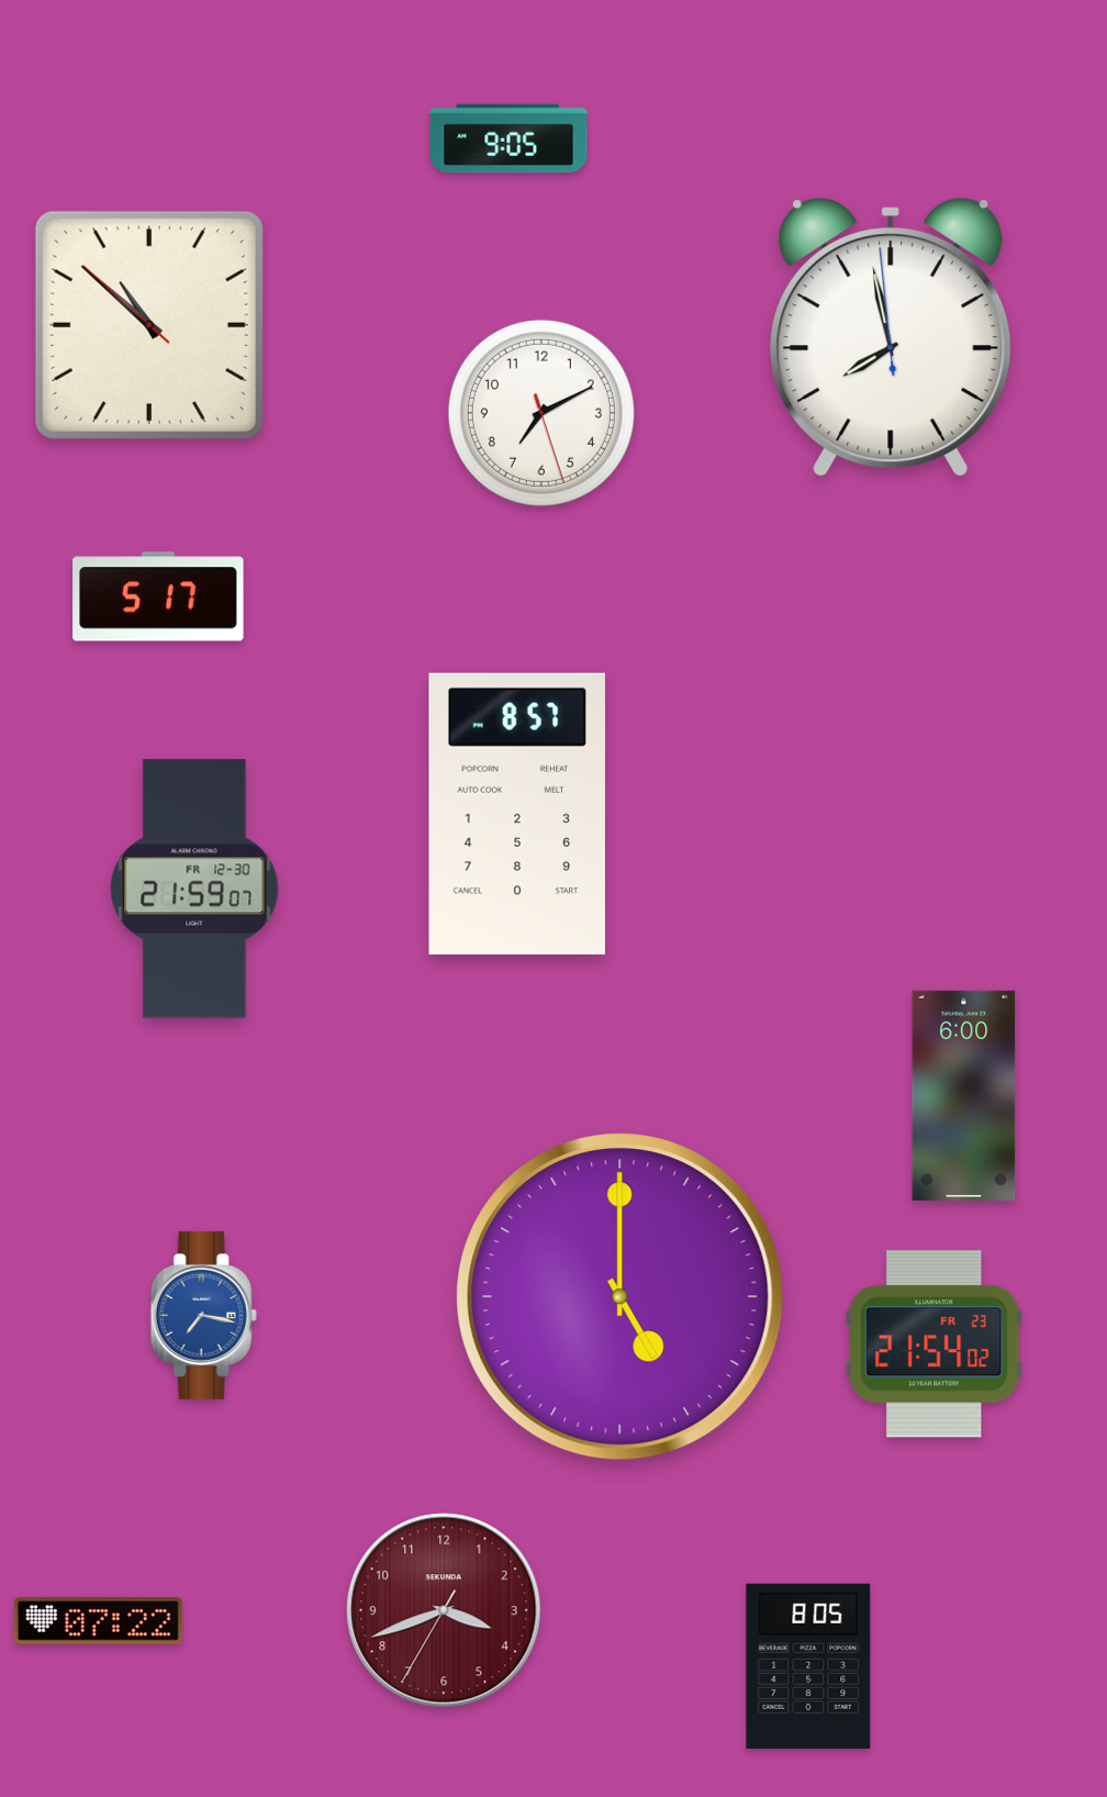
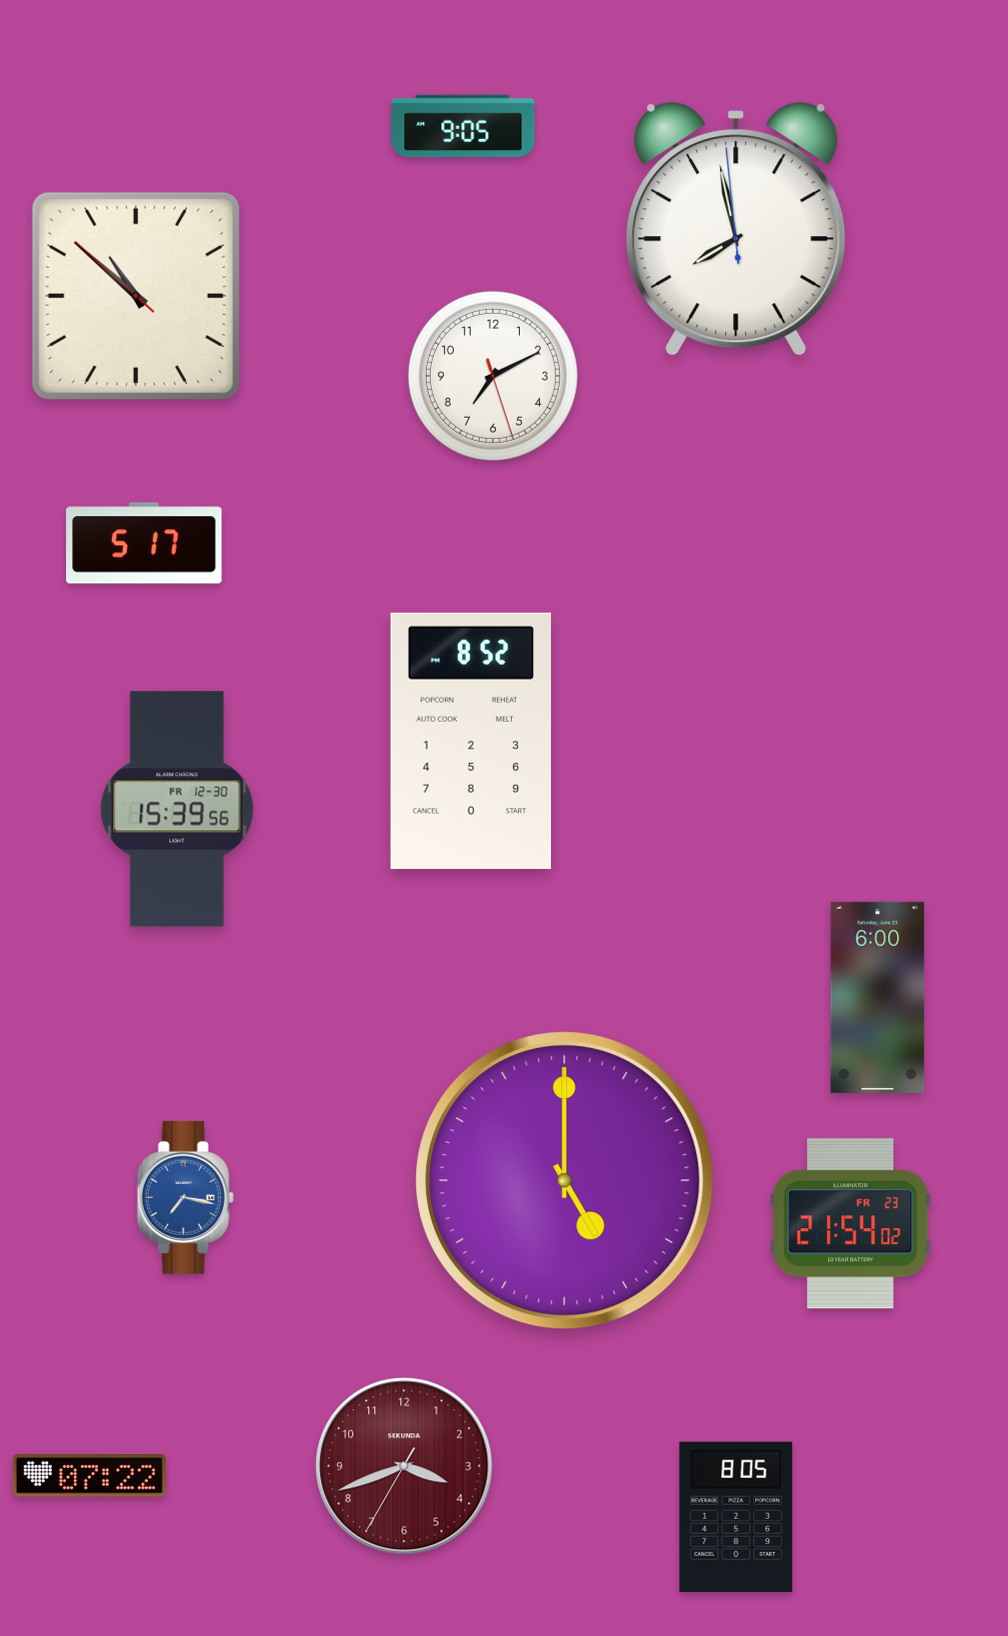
clock at (891, 337) position: (891, 337) -> (736, 229)
clock at (516, 814): 8:57 -> 8:52
clock at (194, 889): 21:59 -> 15:39
